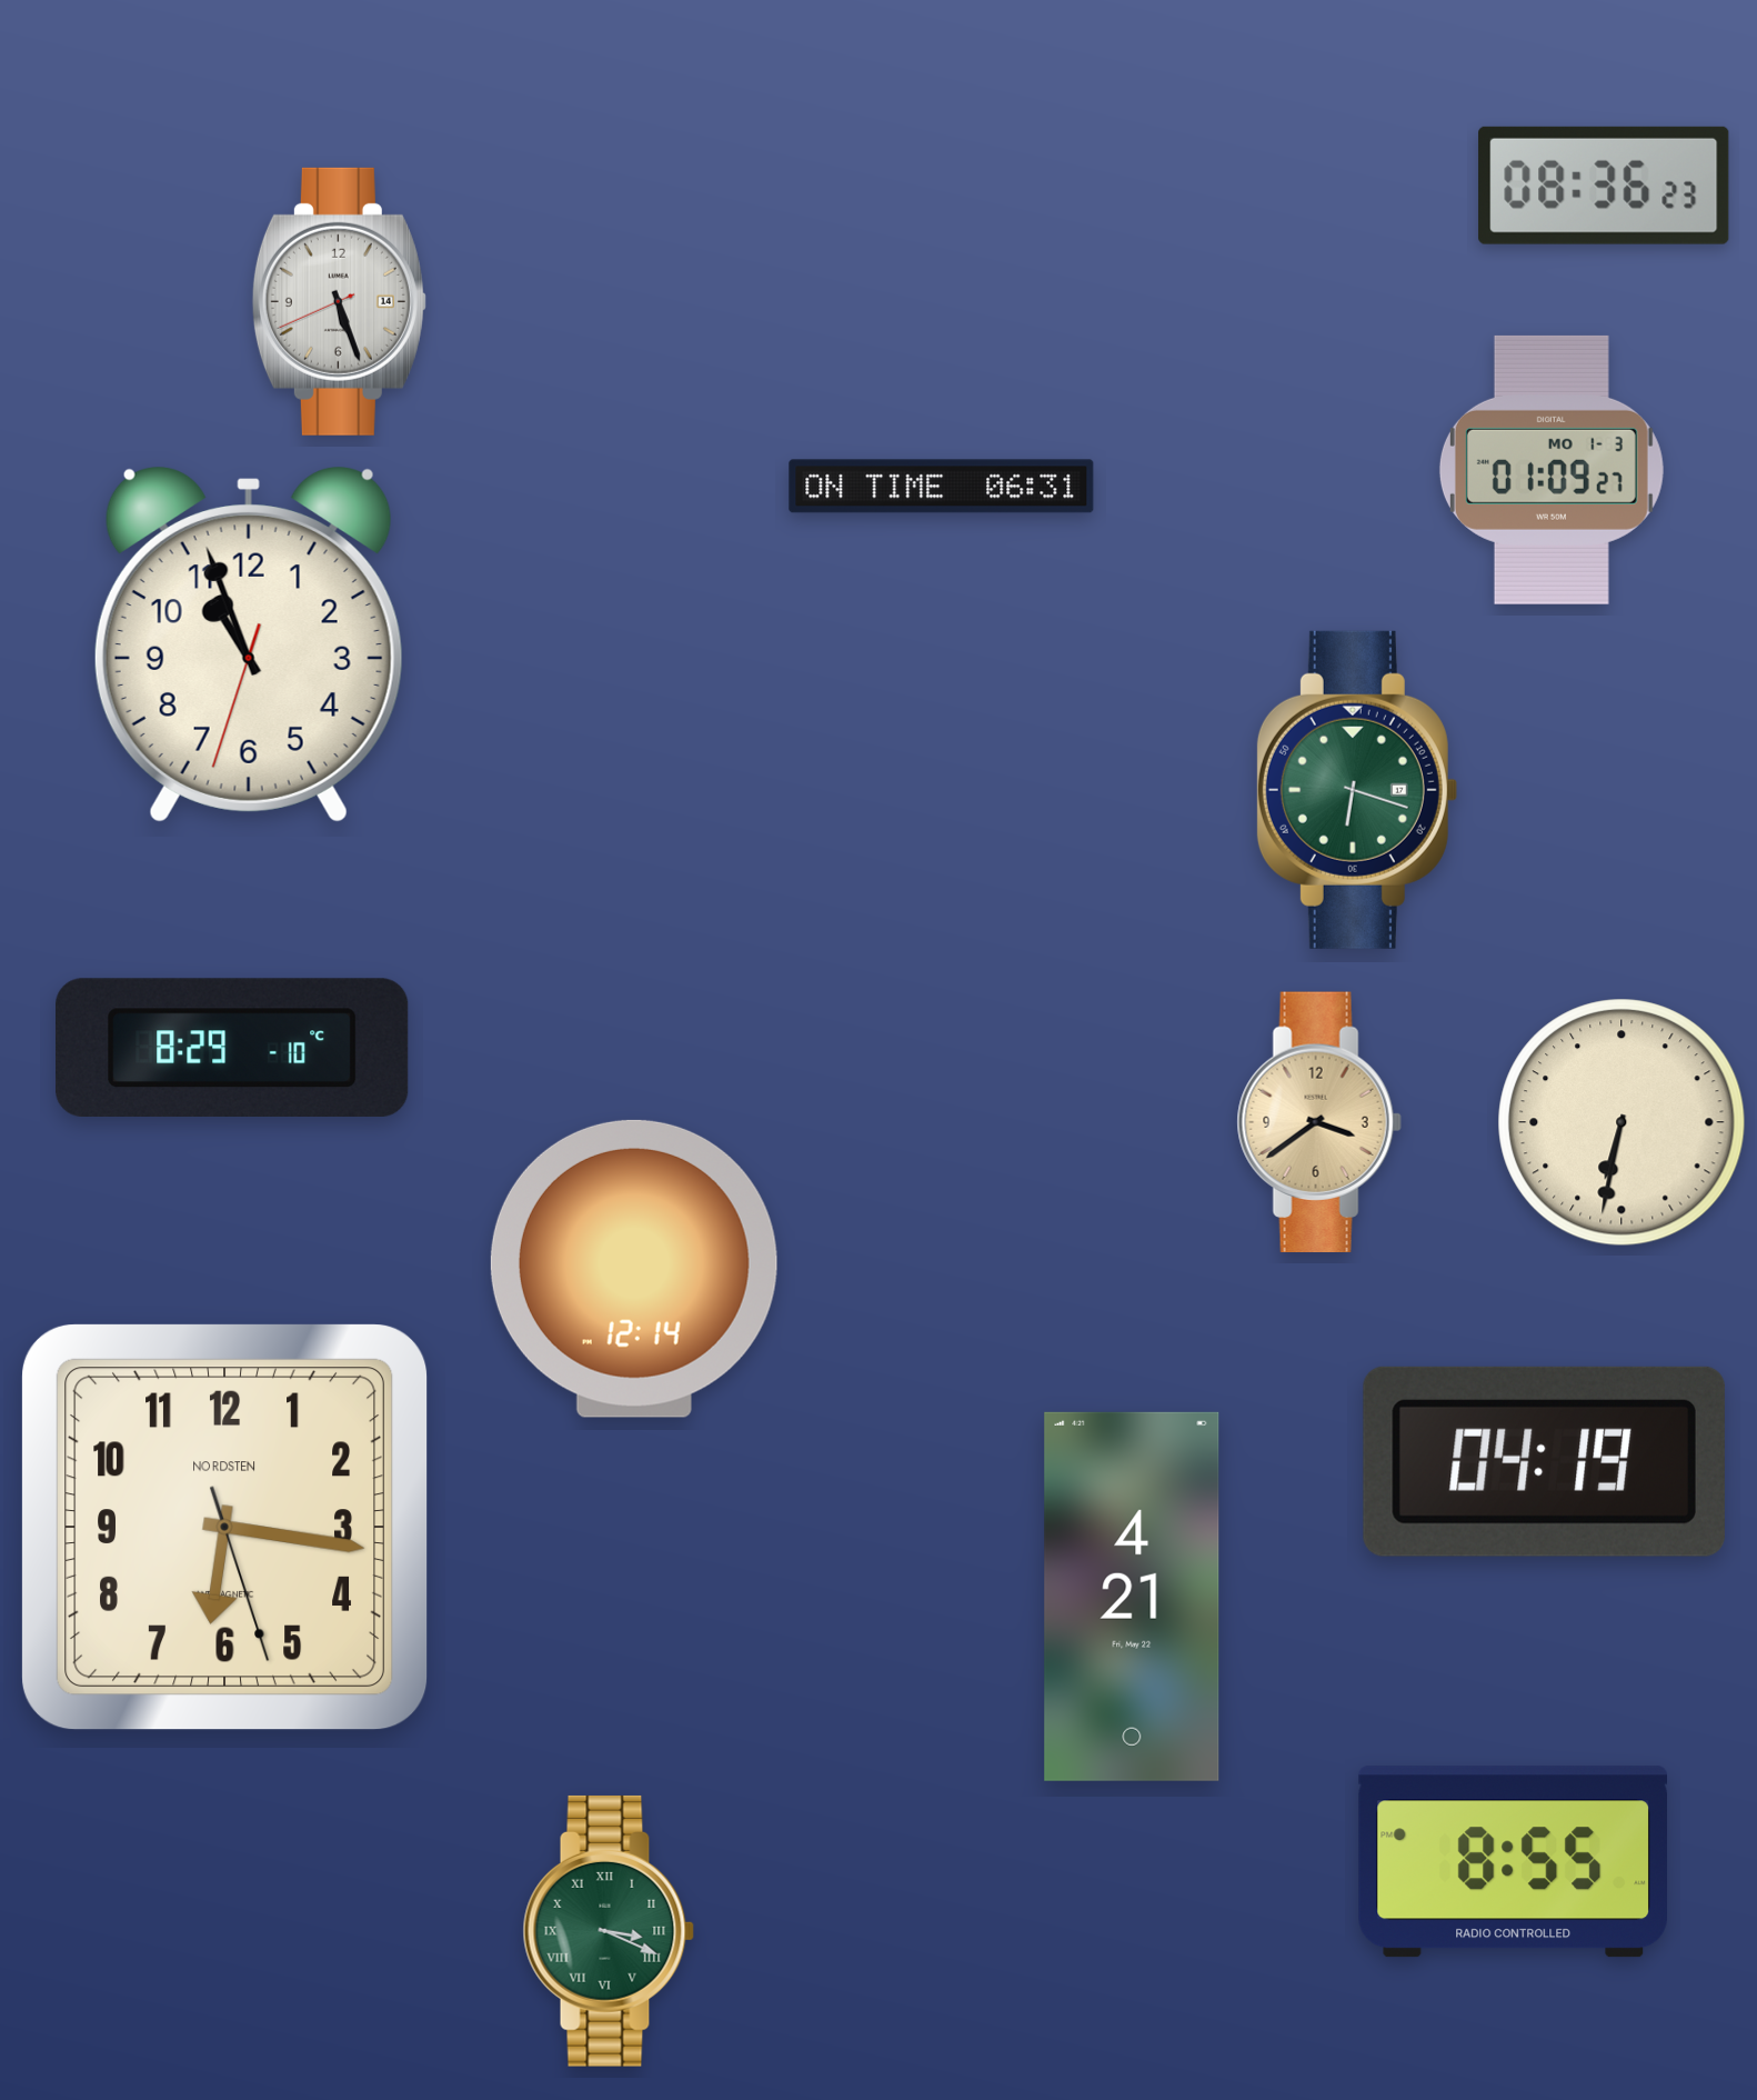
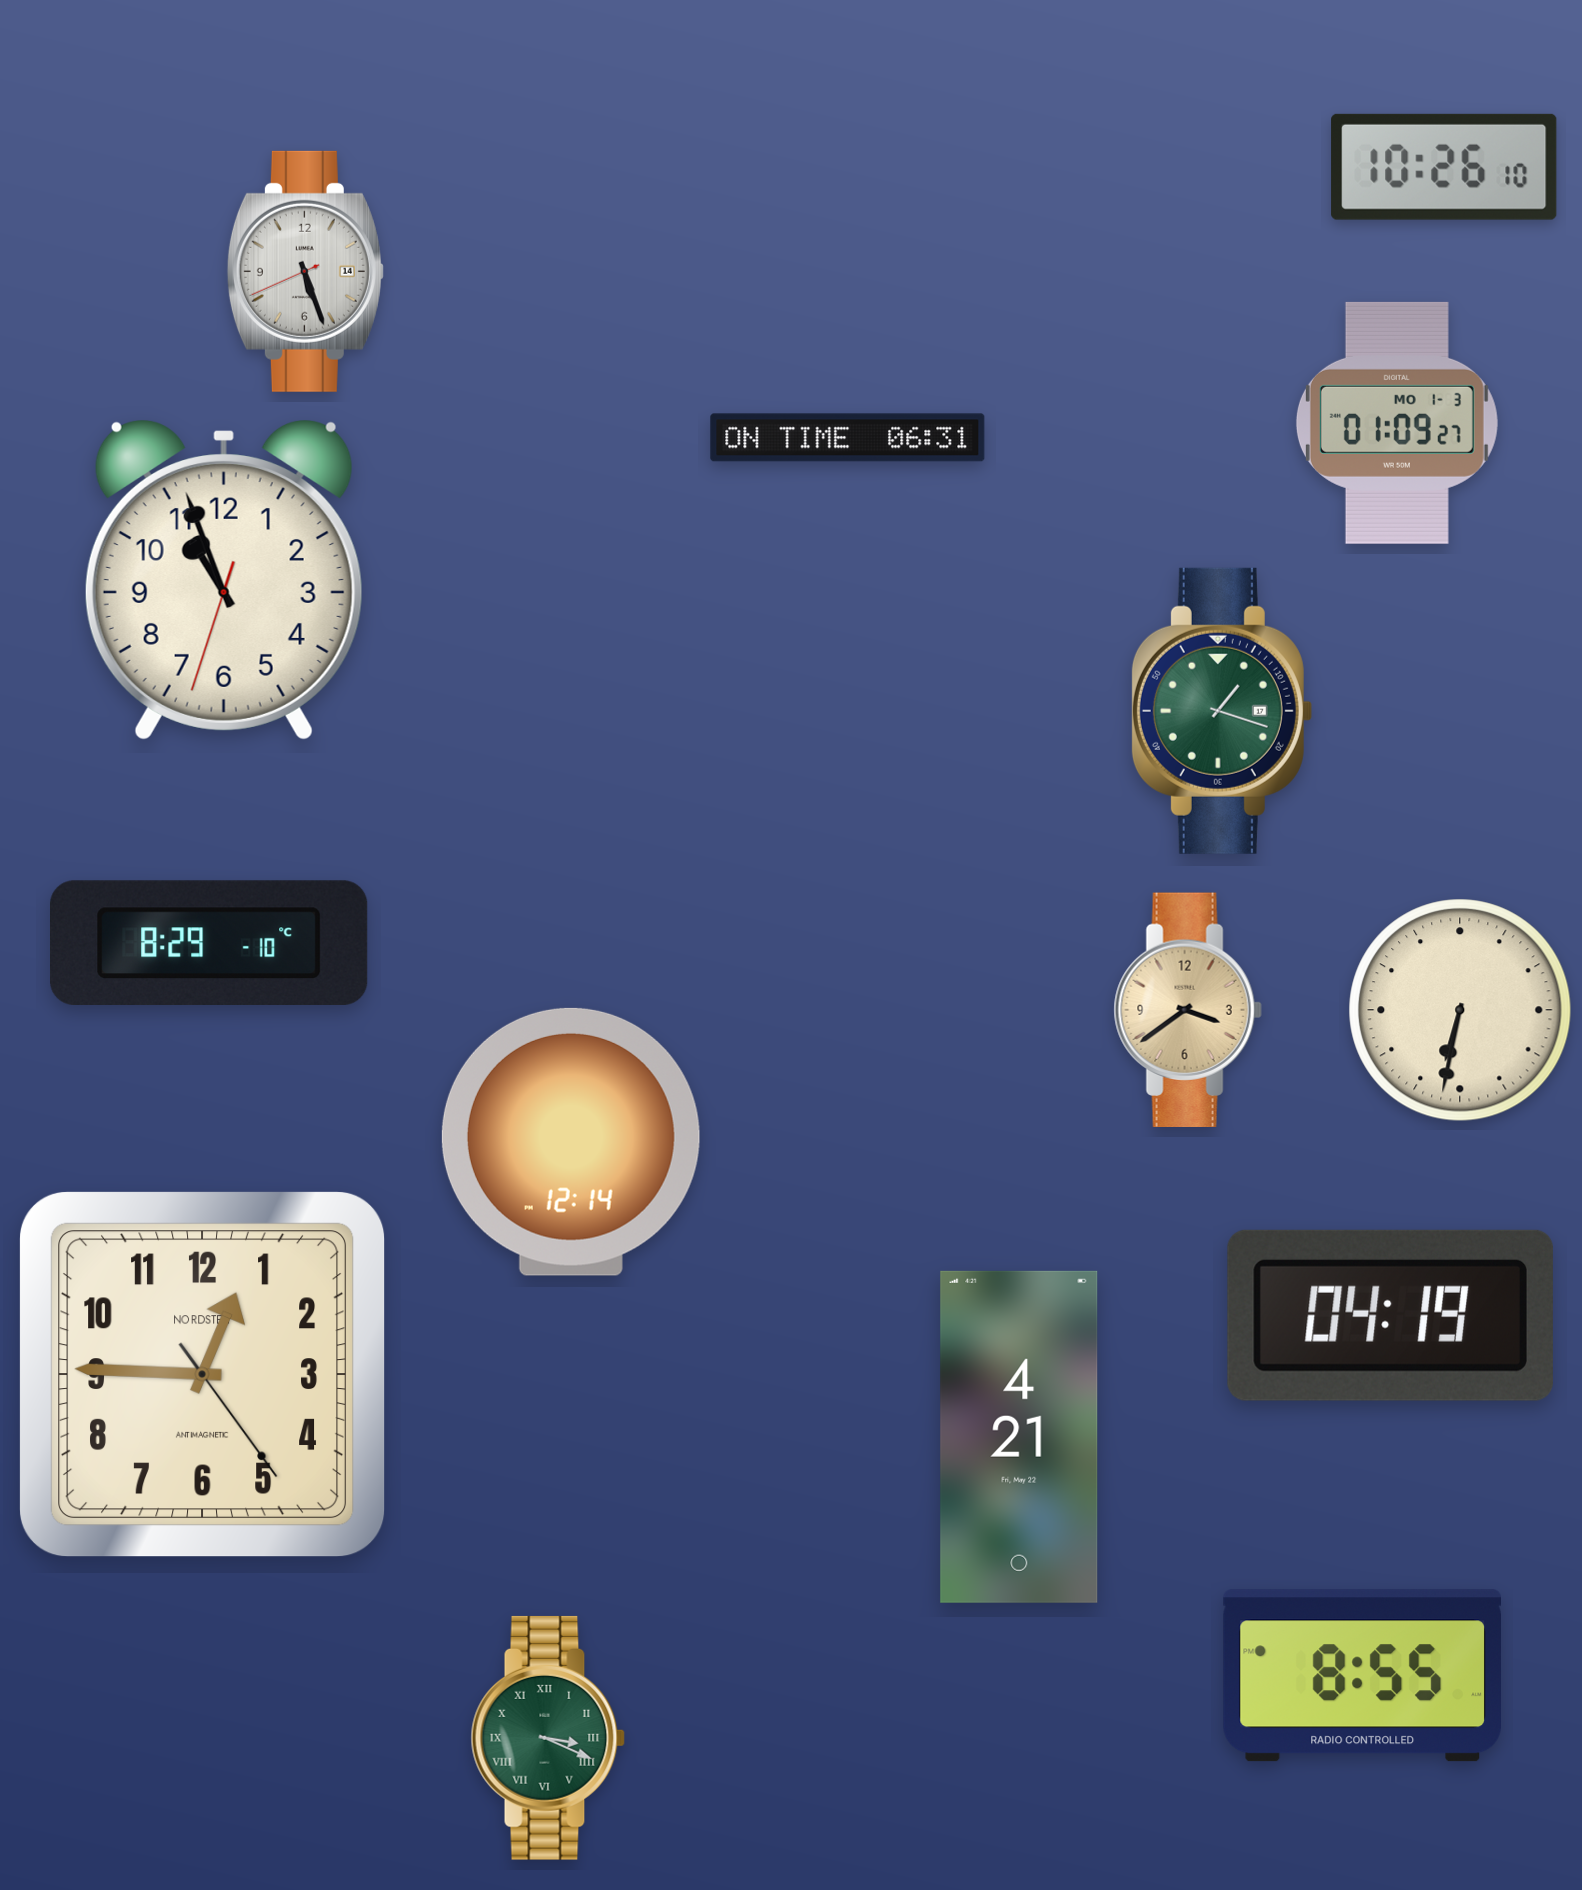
clock at (1604, 186): 08:36 -> 10:26
clock at (1356, 790): 6:18 -> 1:18
clock at (225, 1528): 6:16 -> 12:45
